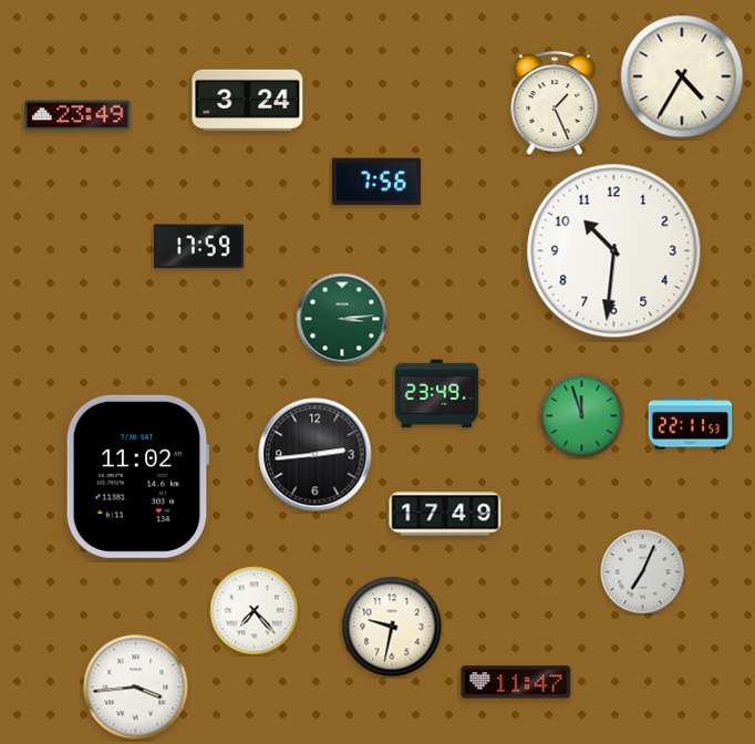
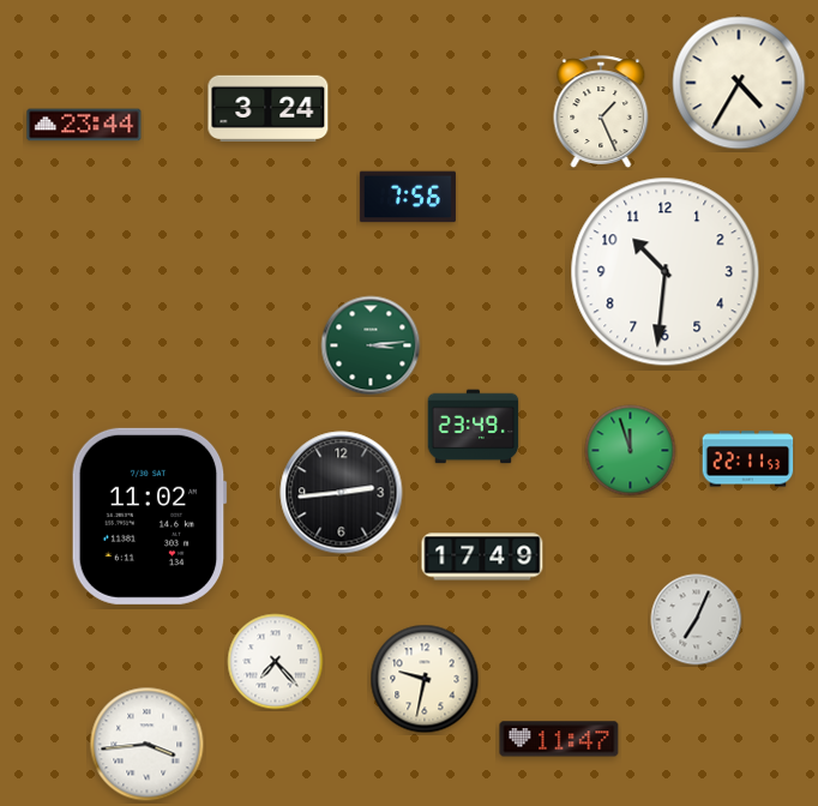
clock at (77, 115): 23:49 -> 23:44
clock at (198, 247): 17:59 -> none
